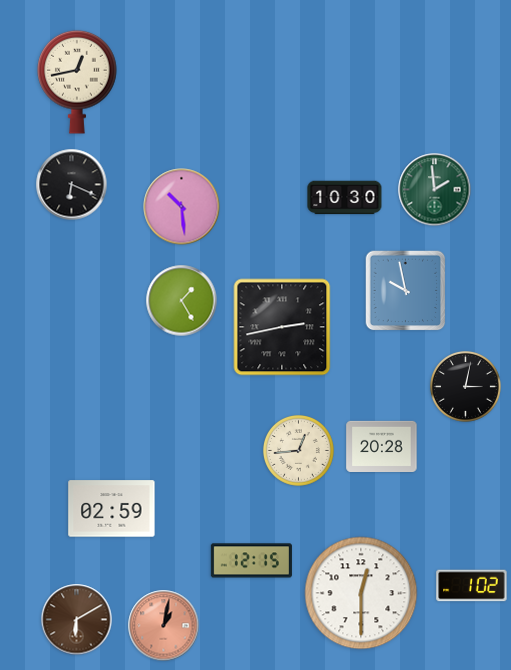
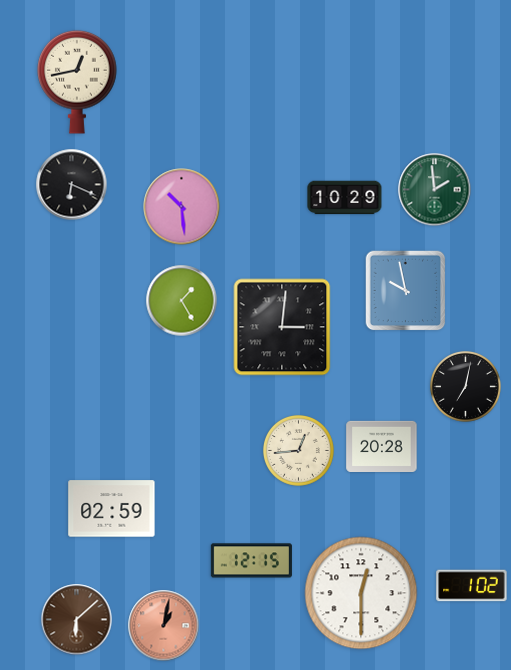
clock at (345, 198): 10:30 -> 10:29
clock at (282, 327): 2:43 -> 3:01
clock at (465, 386): 3:02 -> 7:02
clock at (77, 620): 6:10 -> 6:08
